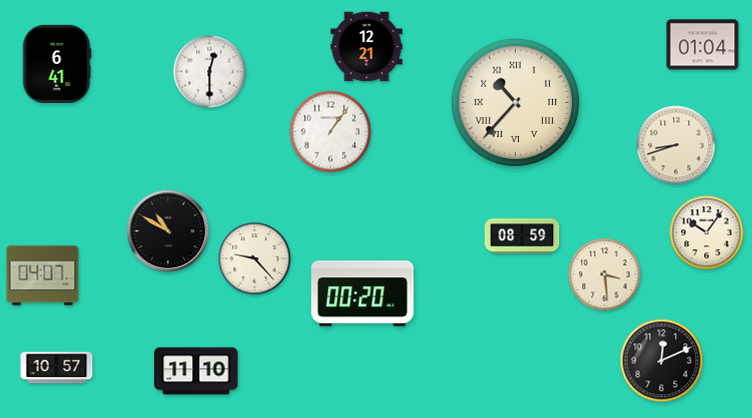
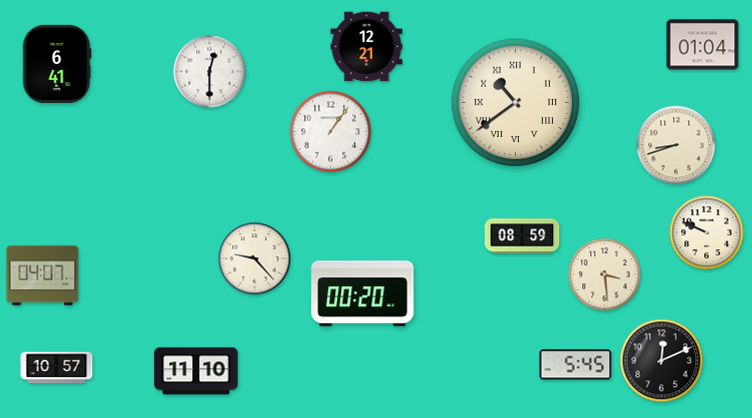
clock at (516, 103): 10:37 -> 10:39
clock at (168, 231): 10:50 -> none
clock at (707, 233): 10:06 -> 9:49
clock at (576, 365): none -> 5:45
